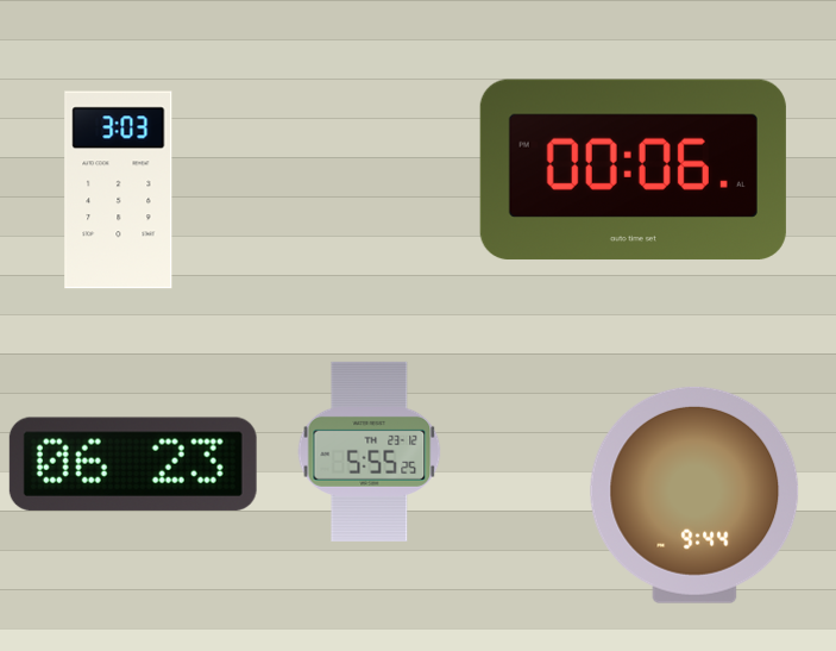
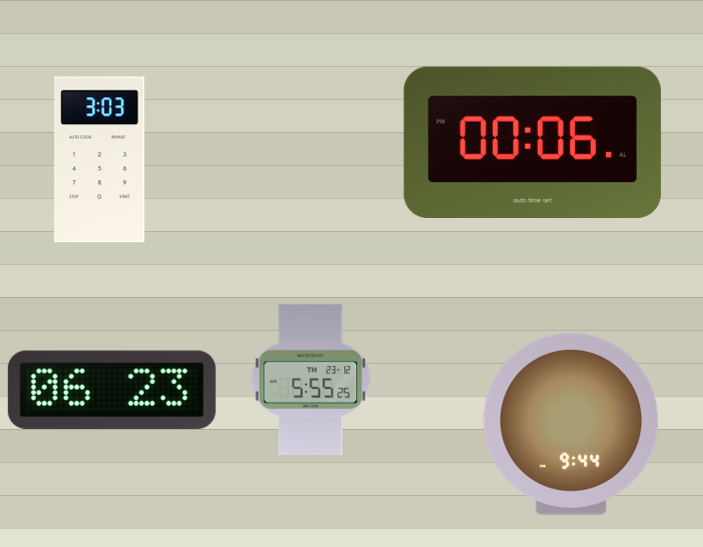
clock at (694, 495) position: (694, 495) -> (571, 424)
